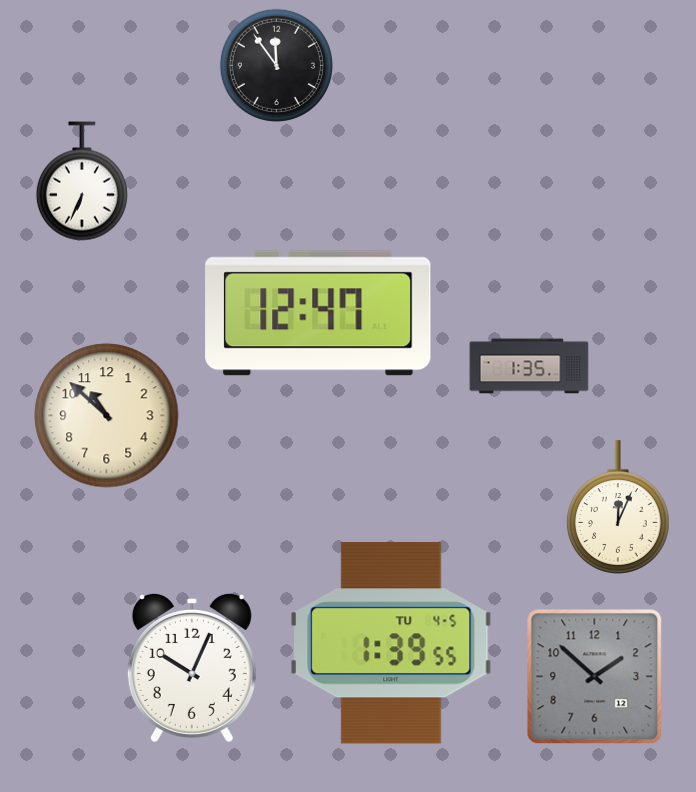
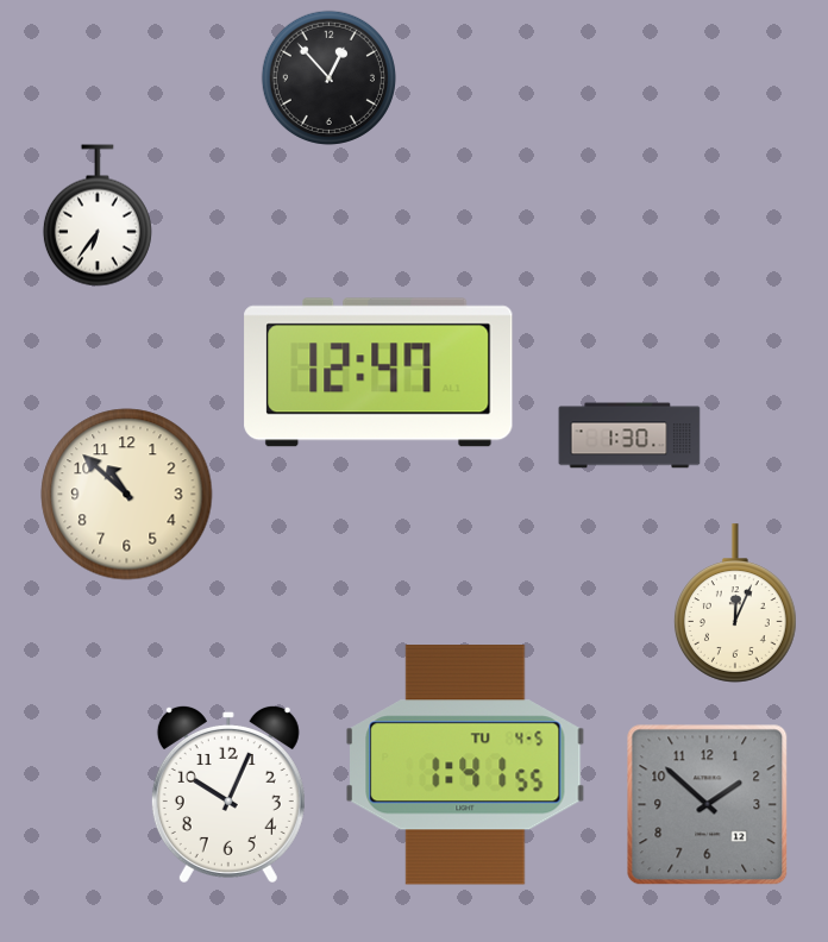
clock at (276, 65): 11:54 -> 12:53
clock at (82, 181): 6:34 -> 6:36
clock at (529, 366): 1:35 -> 1:30
clock at (391, 643): 1:39 -> 1:41
